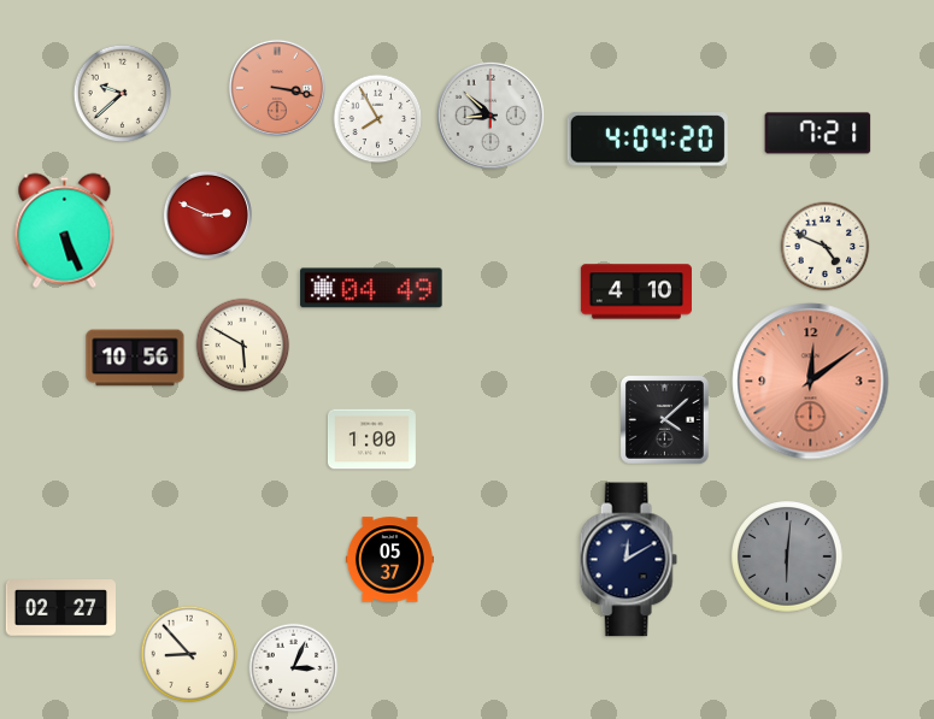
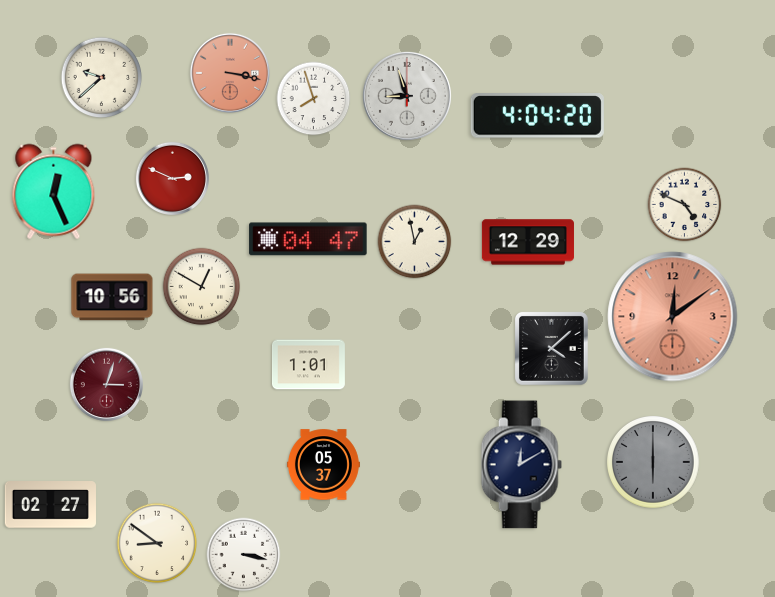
clock at (491, 116): 8:52 -> 8:57
clock at (378, 119): 7:55 -> 7:57
clock at (818, 134): 7:21 -> none
clock at (65, 231): 5:26 -> 12:26
clock at (371, 288): 04:49 -> 04:47
clock at (415, 242): none -> 12:58
clock at (636, 291): 4:10 -> 12:29
clock at (243, 346): 5:50 -> 12:50
clock at (371, 440): 1:00 -> 1:01
clock at (106, 384): none -> 3:03
clock at (788, 558): 6:01 -> 6:00
clock at (189, 654): 8:53 -> 8:51
clock at (294, 668): 3:04 -> 3:17
